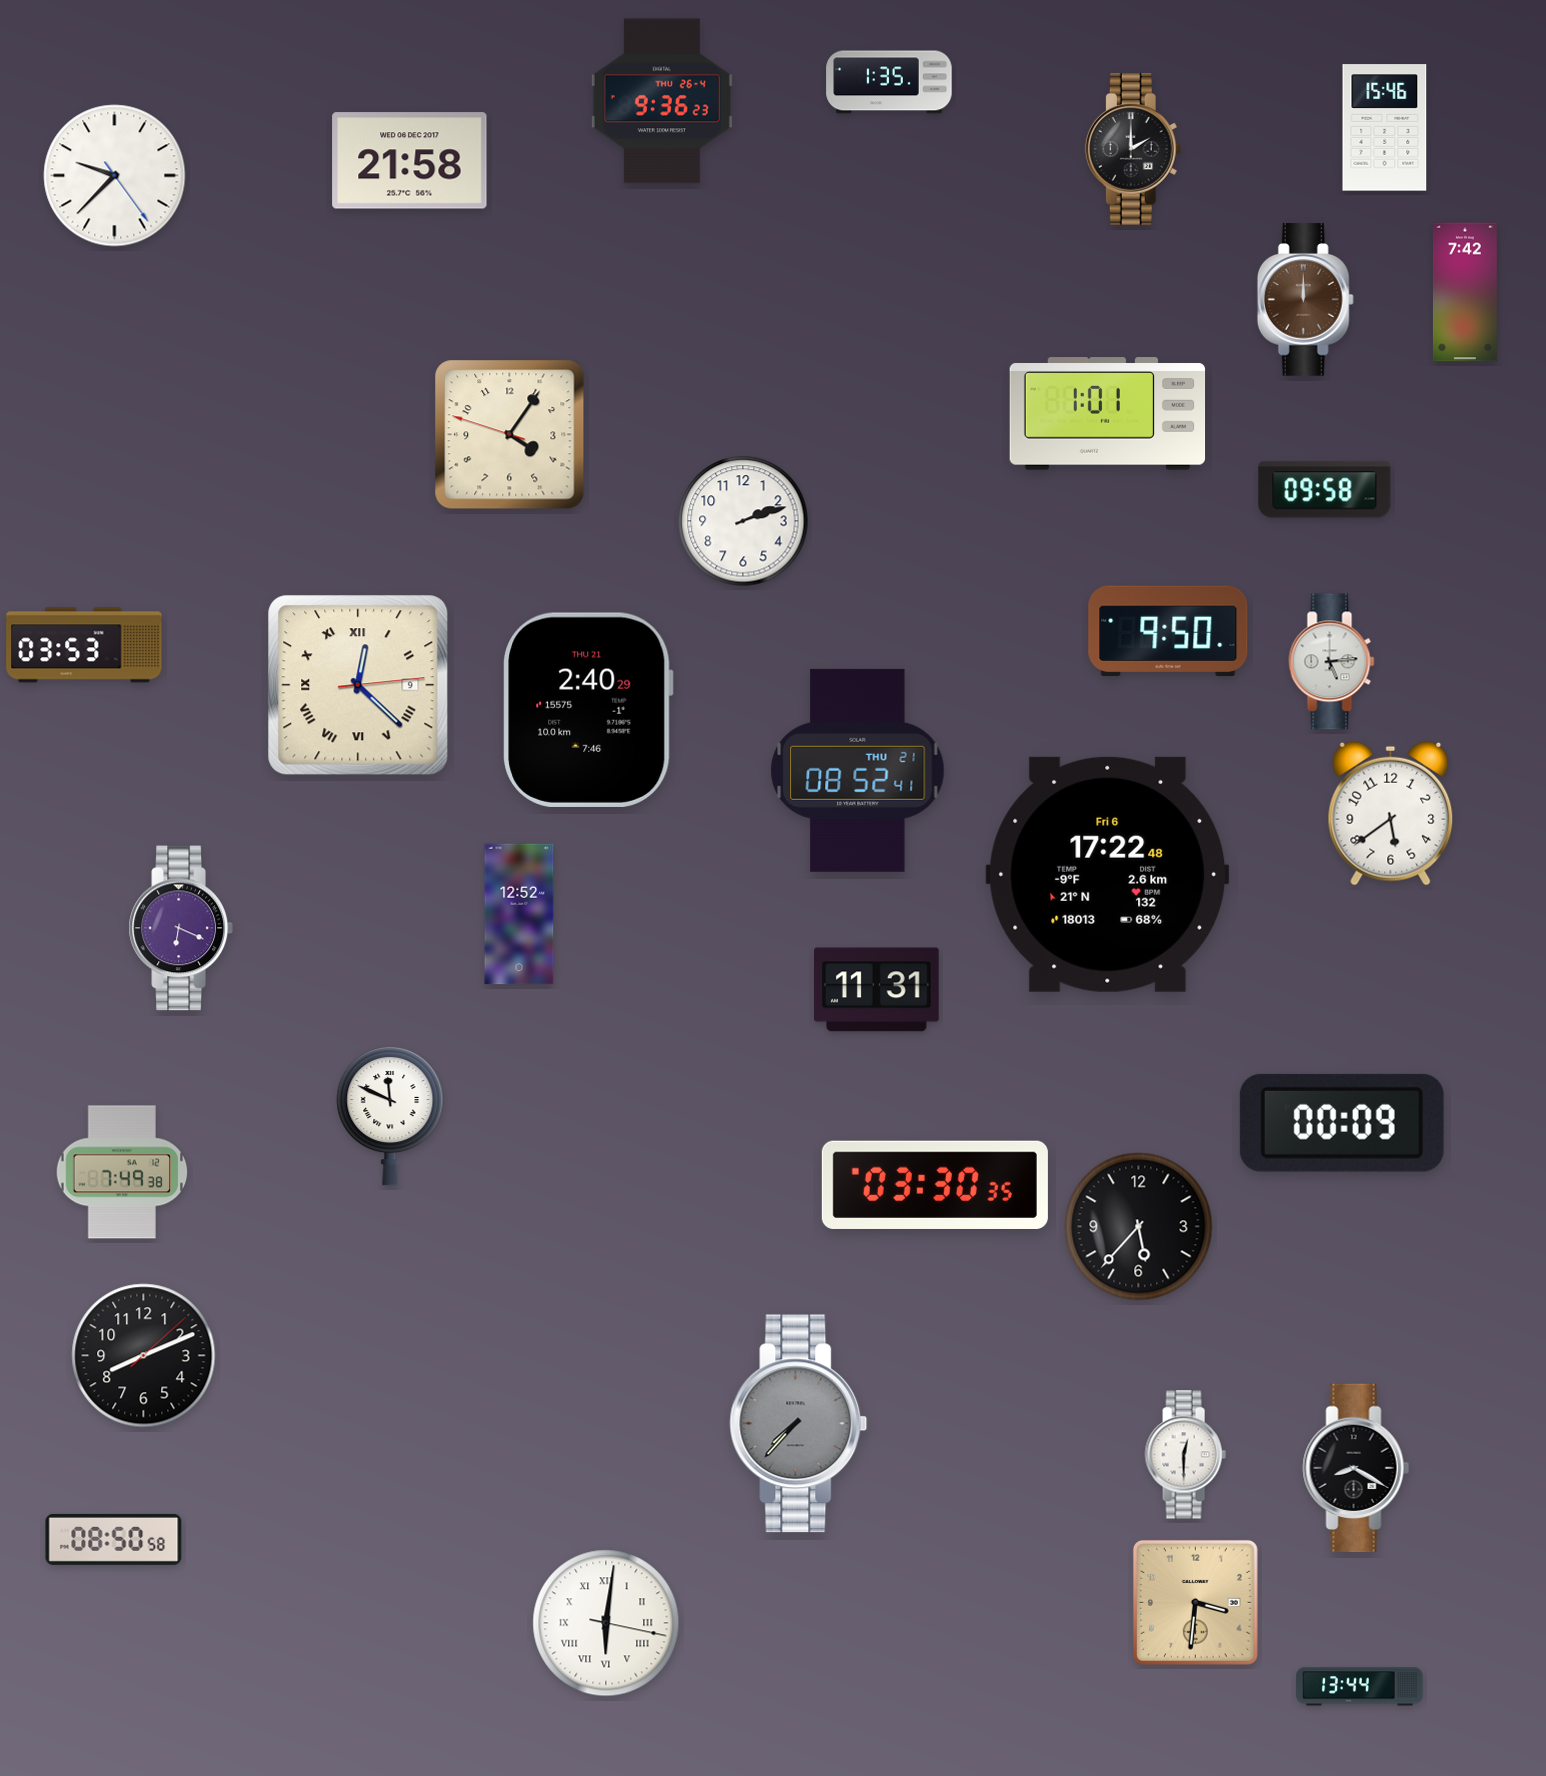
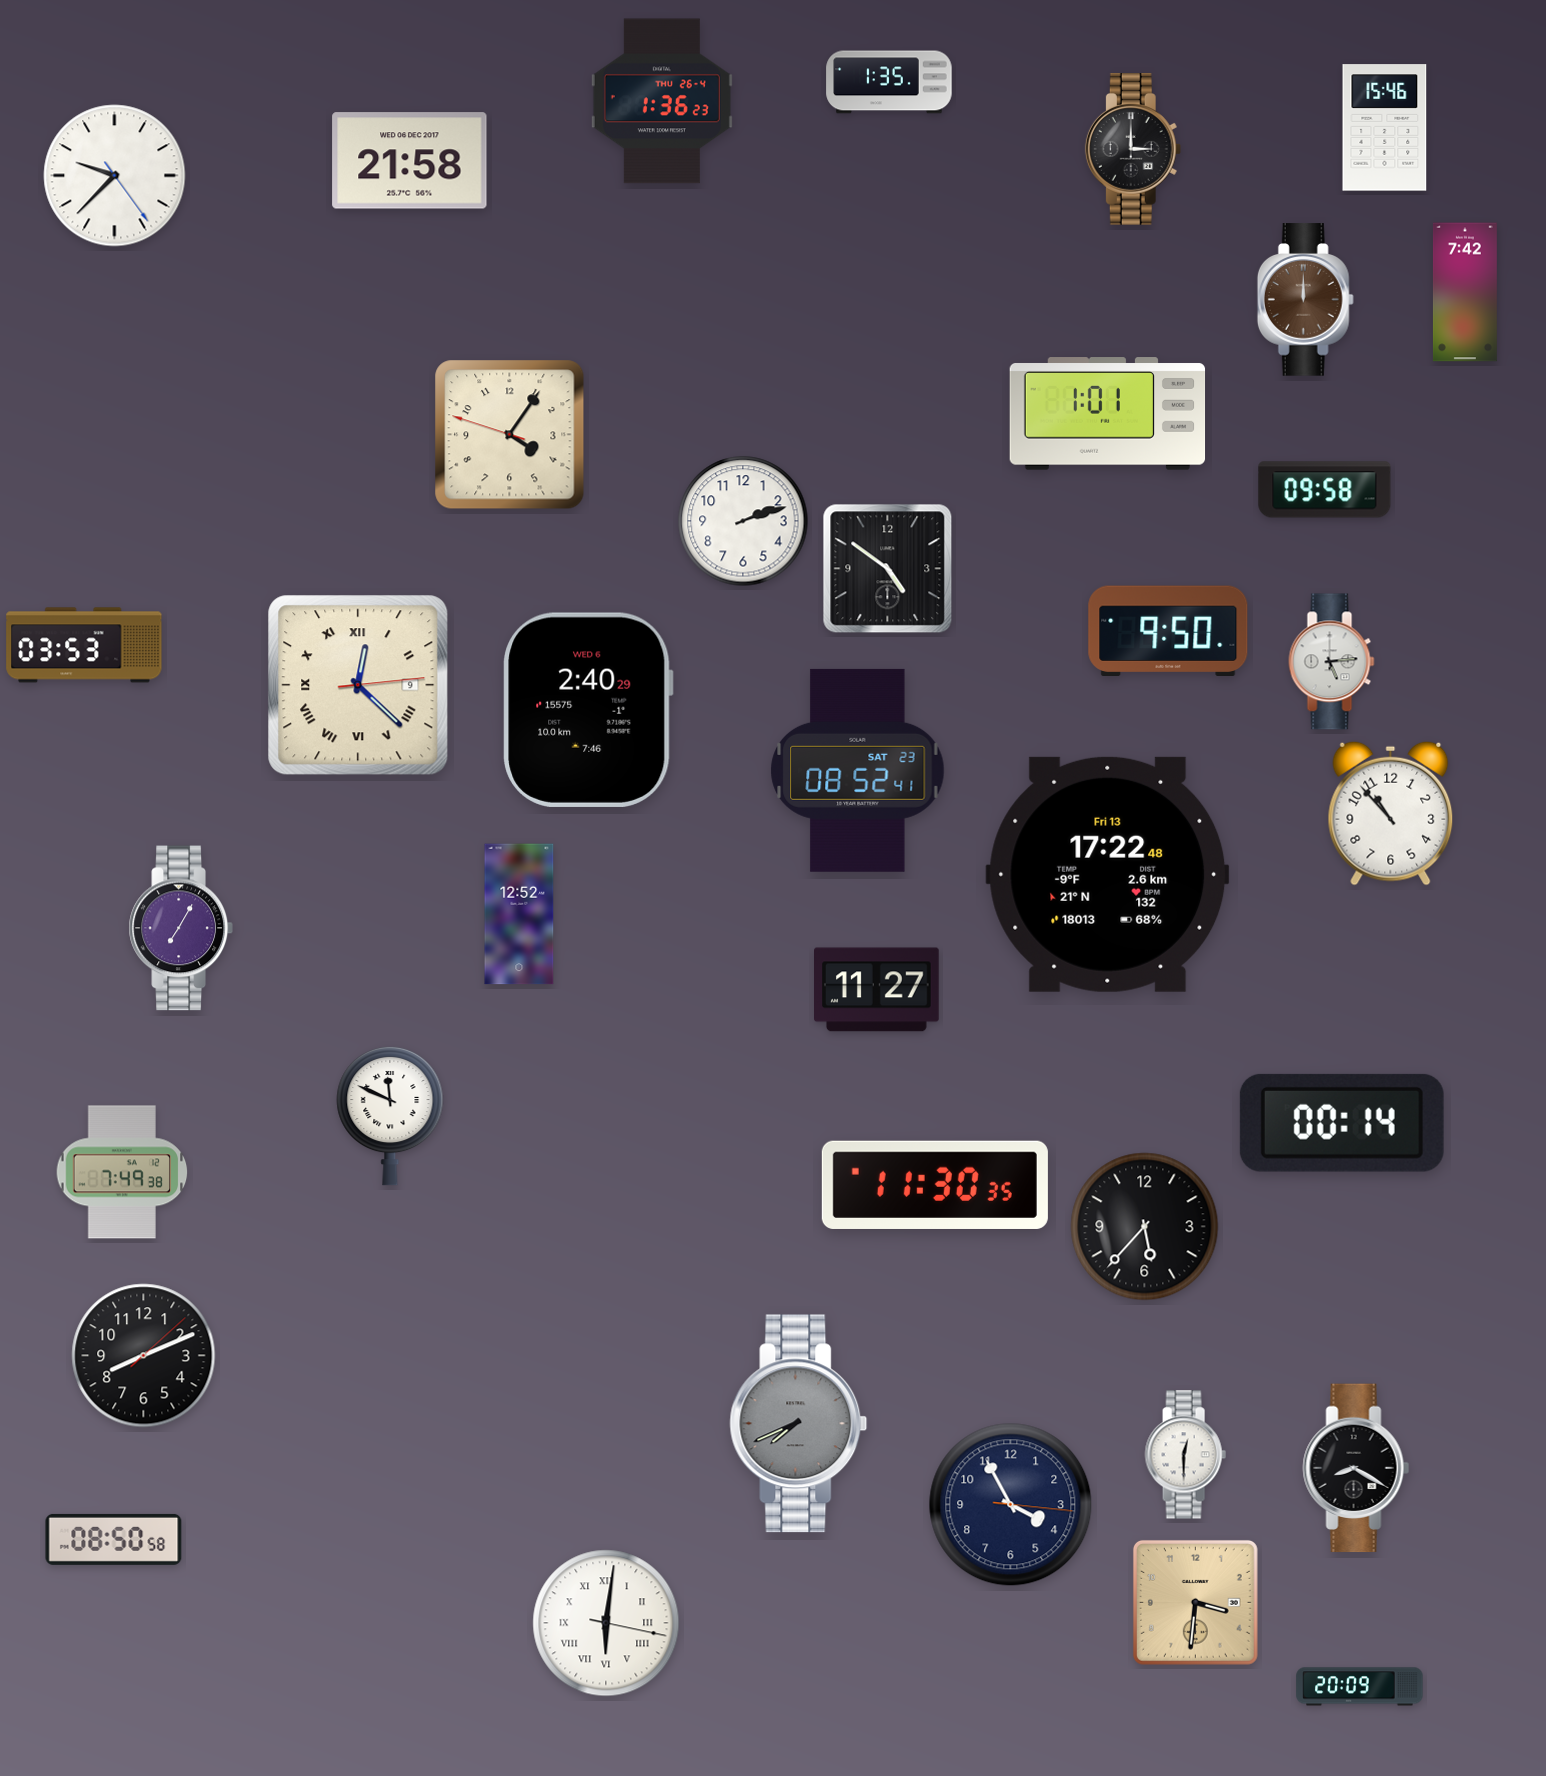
clock at (662, 101): 9:36 -> 1:36
clock at (1133, 149): 2:00 -> 3:00
clock at (888, 569): none -> 4:51
clock at (588, 710) date: THU 21 -> WED 6
clock at (858, 770) date: THU 21 -> SAT 23
clock at (1391, 813): 5:39 -> 10:53
clock at (1108, 874) date: Fri 6 -> Fri 13
clock at (181, 928): 6:19 -> 7:05
clock at (877, 990): 11:31 -> 11:27
clock at (1342, 1123): 00:09 -> 00:14
clock at (935, 1185): 03:30 -> 11:30
clock at (1139, 1227) position: (1139, 1227) -> (1145, 1227)
clock at (799, 1424): 7:37 -> 7:41
clock at (1011, 1505): none -> 3:55
clock at (1360, 1687): 13:44 -> 20:09
